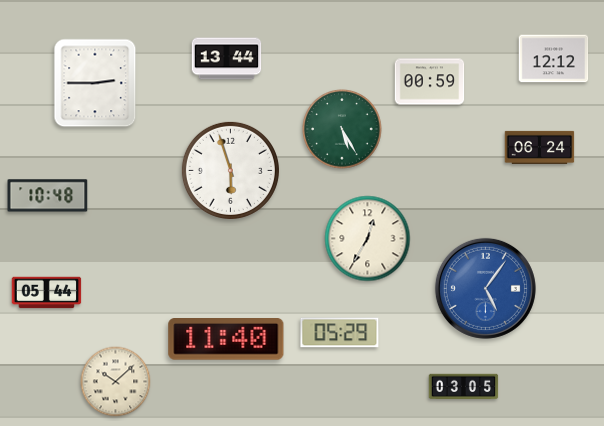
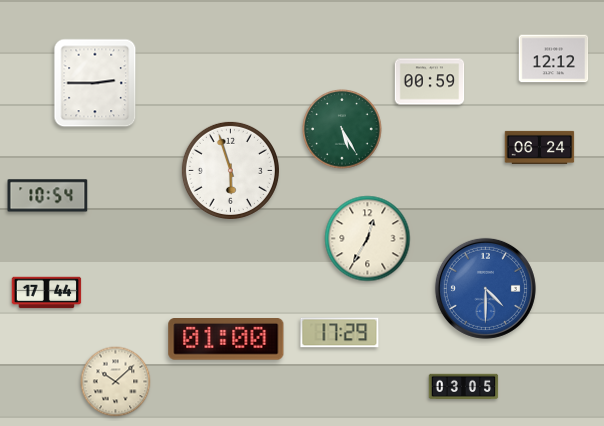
clock at (227, 59): 13:44 -> none
clock at (48, 196): 10:48 -> 10:54
clock at (485, 288): 5:06 -> 4:30
clock at (47, 293): 05:44 -> 17:44
clock at (340, 333): 05:29 -> 17:29
clock at (226, 340): 11:40 -> 01:00
